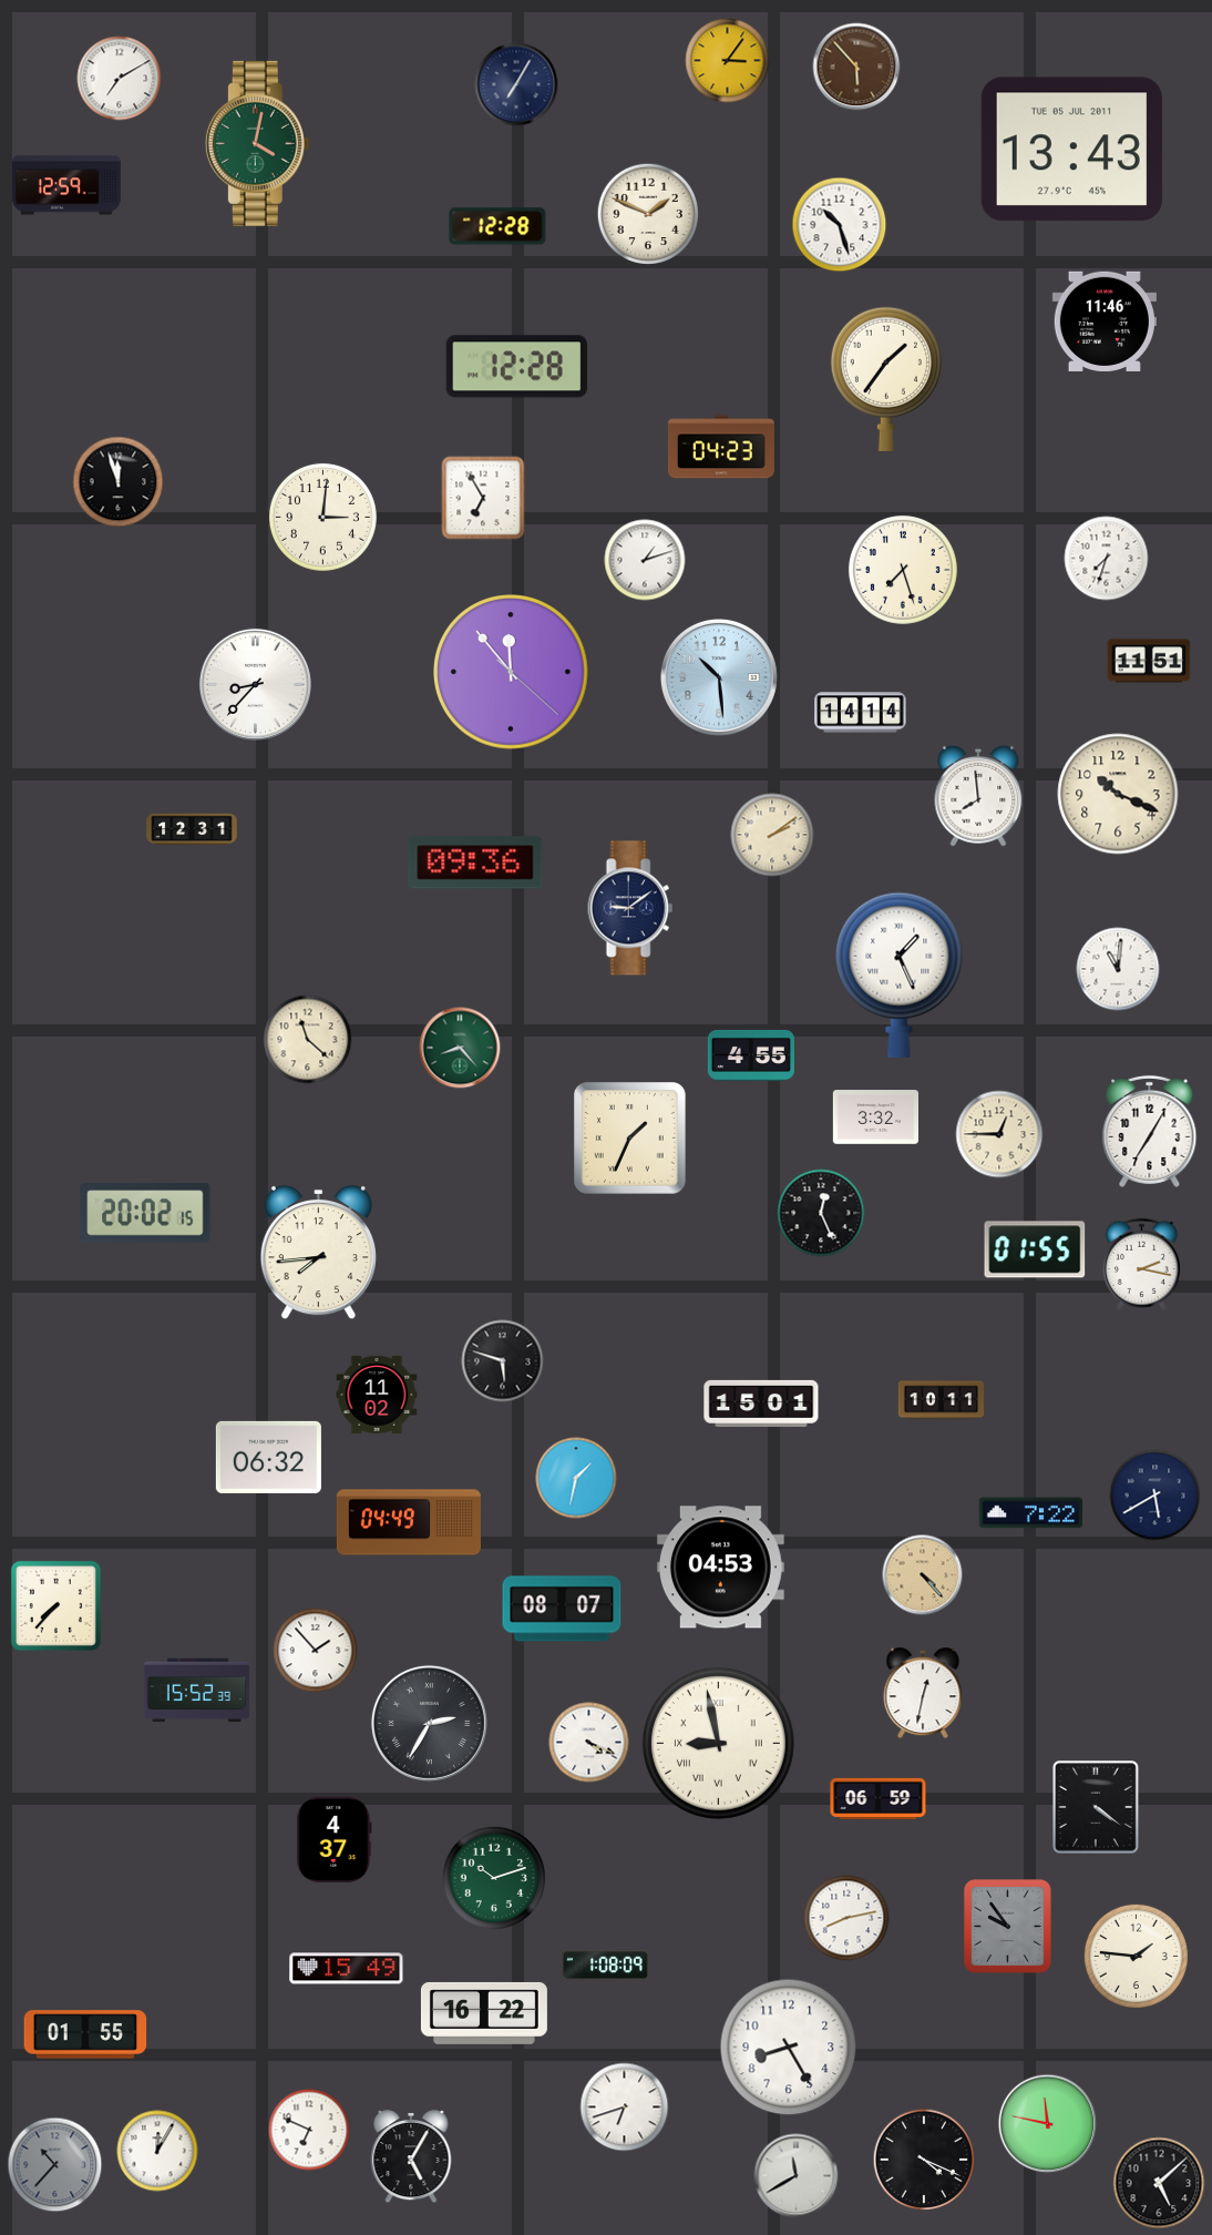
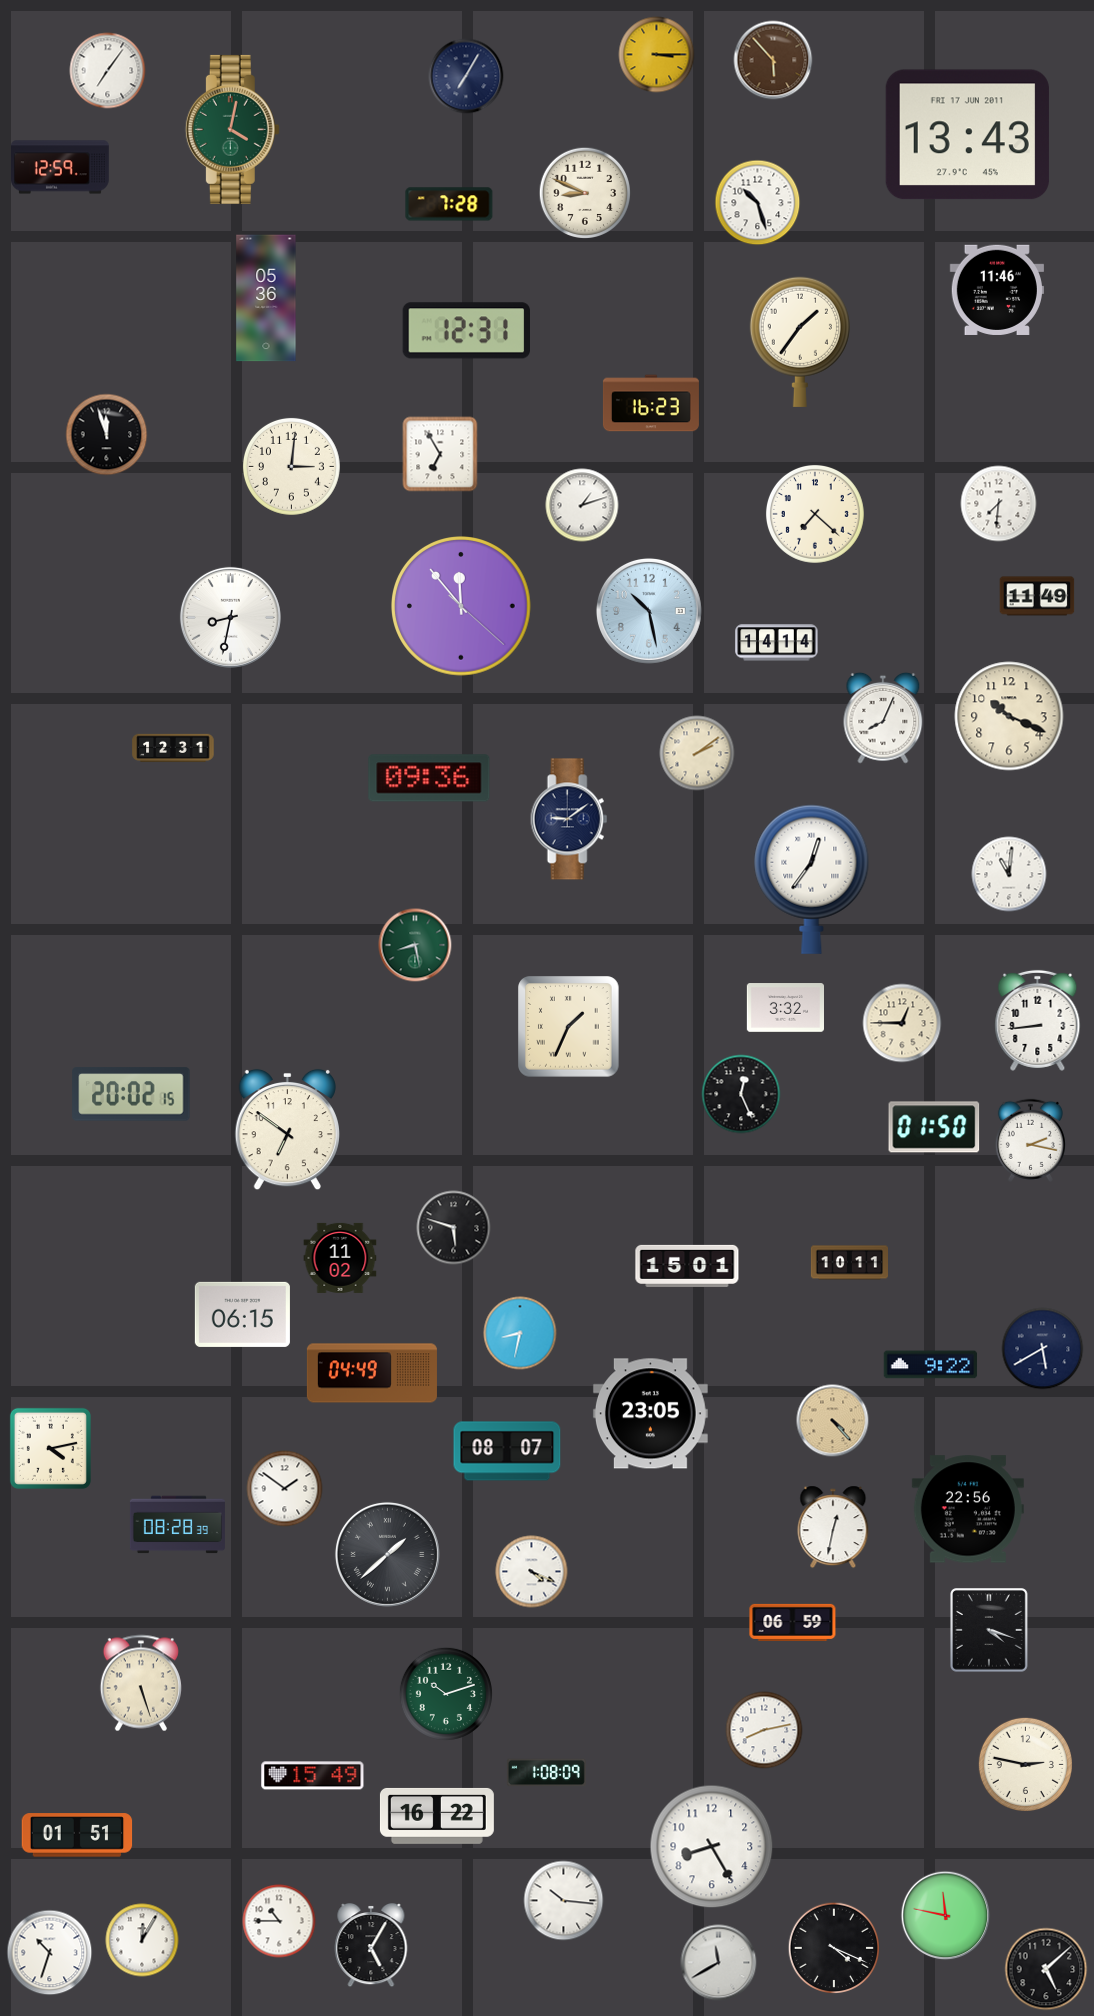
clock at (728, 61): 3:06 -> 3:15
clock at (120, 79): 7:10 -> 7:06
clock at (1071, 150) date: TUE 05 JUL 2011 -> FRI 17 JUN 2011
clock at (648, 214): 1:49 -> 8:49
clock at (497, 226): 12:28 -> 7:28
clock at (266, 298): none -> 05:36
clock at (517, 367): 12:28 -> 12:31
clock at (721, 447): 04:23 -> 16:23
clock at (483, 498) position: (483, 498) -> (440, 454)
clock at (1107, 559): 7:33 -> 7:31
clock at (903, 570): 7:27 -> 7:22
clock at (1149, 661): 11:51 -> 11:49
clock at (719, 677): 10:29 -> 10:28
clock at (255, 684): 8:37 -> 8:32
clock at (978, 796): 7:59 -> 8:04
clock at (900, 974): 1:26 -> 12:36
clock at (308, 1040): 11:22 -> none
clock at (460, 1048): 8:23 -> 8:28
clock at (751, 1055): 4:55 -> none
clock at (875, 1117) position: (875, 1117) -> (785, 1008)
clock at (1150, 1131): 7:05 -> 8:44
clock at (1035, 1249): 01:55 -> 01:50
clock at (318, 1253): 7:44 -> 6:51
clock at (268, 1457): 06:32 -> 06:15
clock at (576, 1478): 1:32 -> 8:32
clock at (1031, 1513): 7:22 -> 9:22
clock at (409, 1522) position: (409, 1522) -> (372, 1373)
clock at (720, 1568): 04:53 -> 23:05
clock at (55, 1605): 7:37 -> 4:13
clock at (316, 1651): 1:53 -> 1:51
clock at (968, 1509): none -> 22:56
clock at (196, 1691): 15:52 -> 08:28
clock at (429, 1723): 2:35 -> 1:38
clock at (718, 1743): 8:58 -> none
clock at (1097, 1808): 4:21 -> 4:18
clock at (335, 1839): 4:37 -> none
clock at (141, 1683): none -> 5:27
clock at (1008, 1927): 9:54 -> none
clock at (1136, 1956): 1:46 -> 2:47
clock at (85, 2034): 01:55 -> 01:51
clock at (625, 2108): 6:42 -> 10:16
clock at (309, 2130): 6:49 -> 10:45
clock at (55, 2165): 10:37 -> 10:33
clock at (55, 2165) dial: grey -> white
